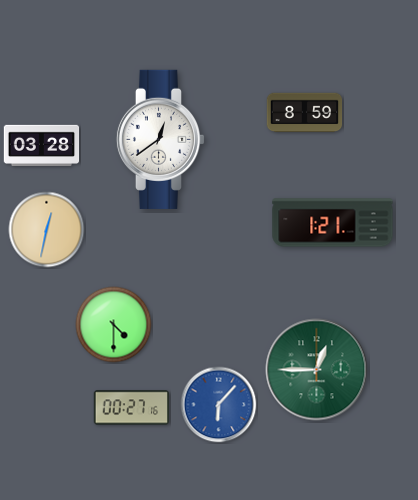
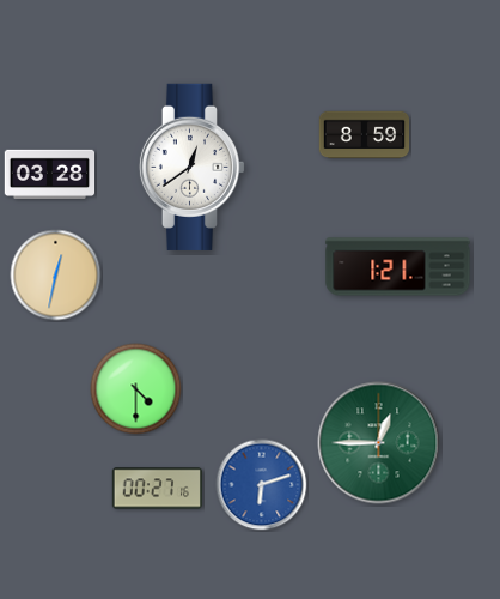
clock at (219, 405): 6:07 -> 6:12
